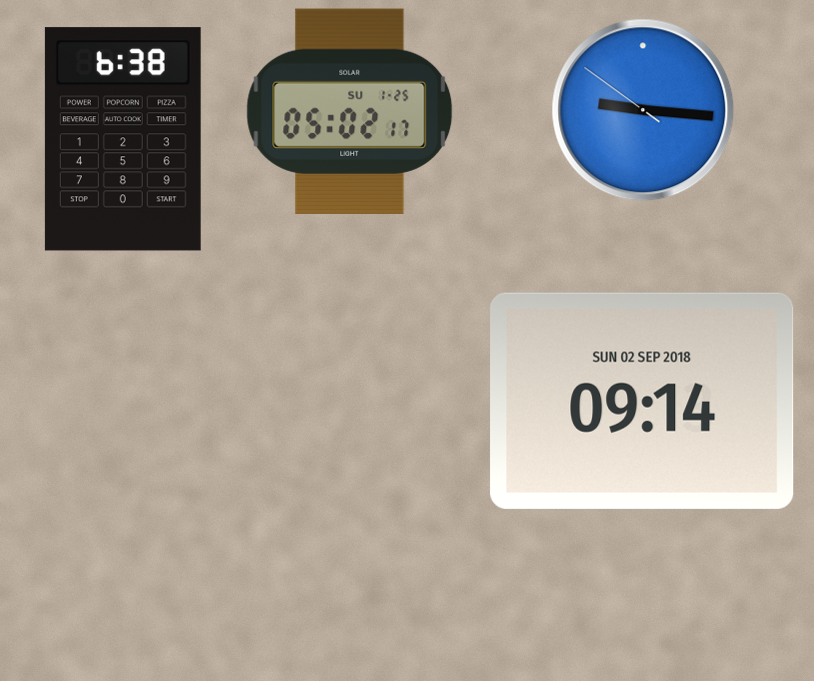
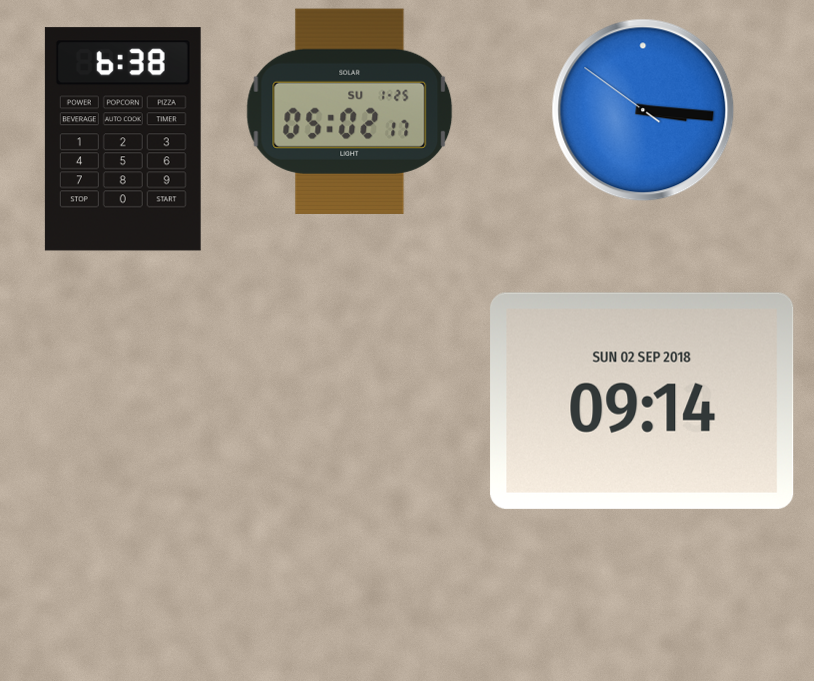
clock at (643, 110): 9:15 -> 3:15
